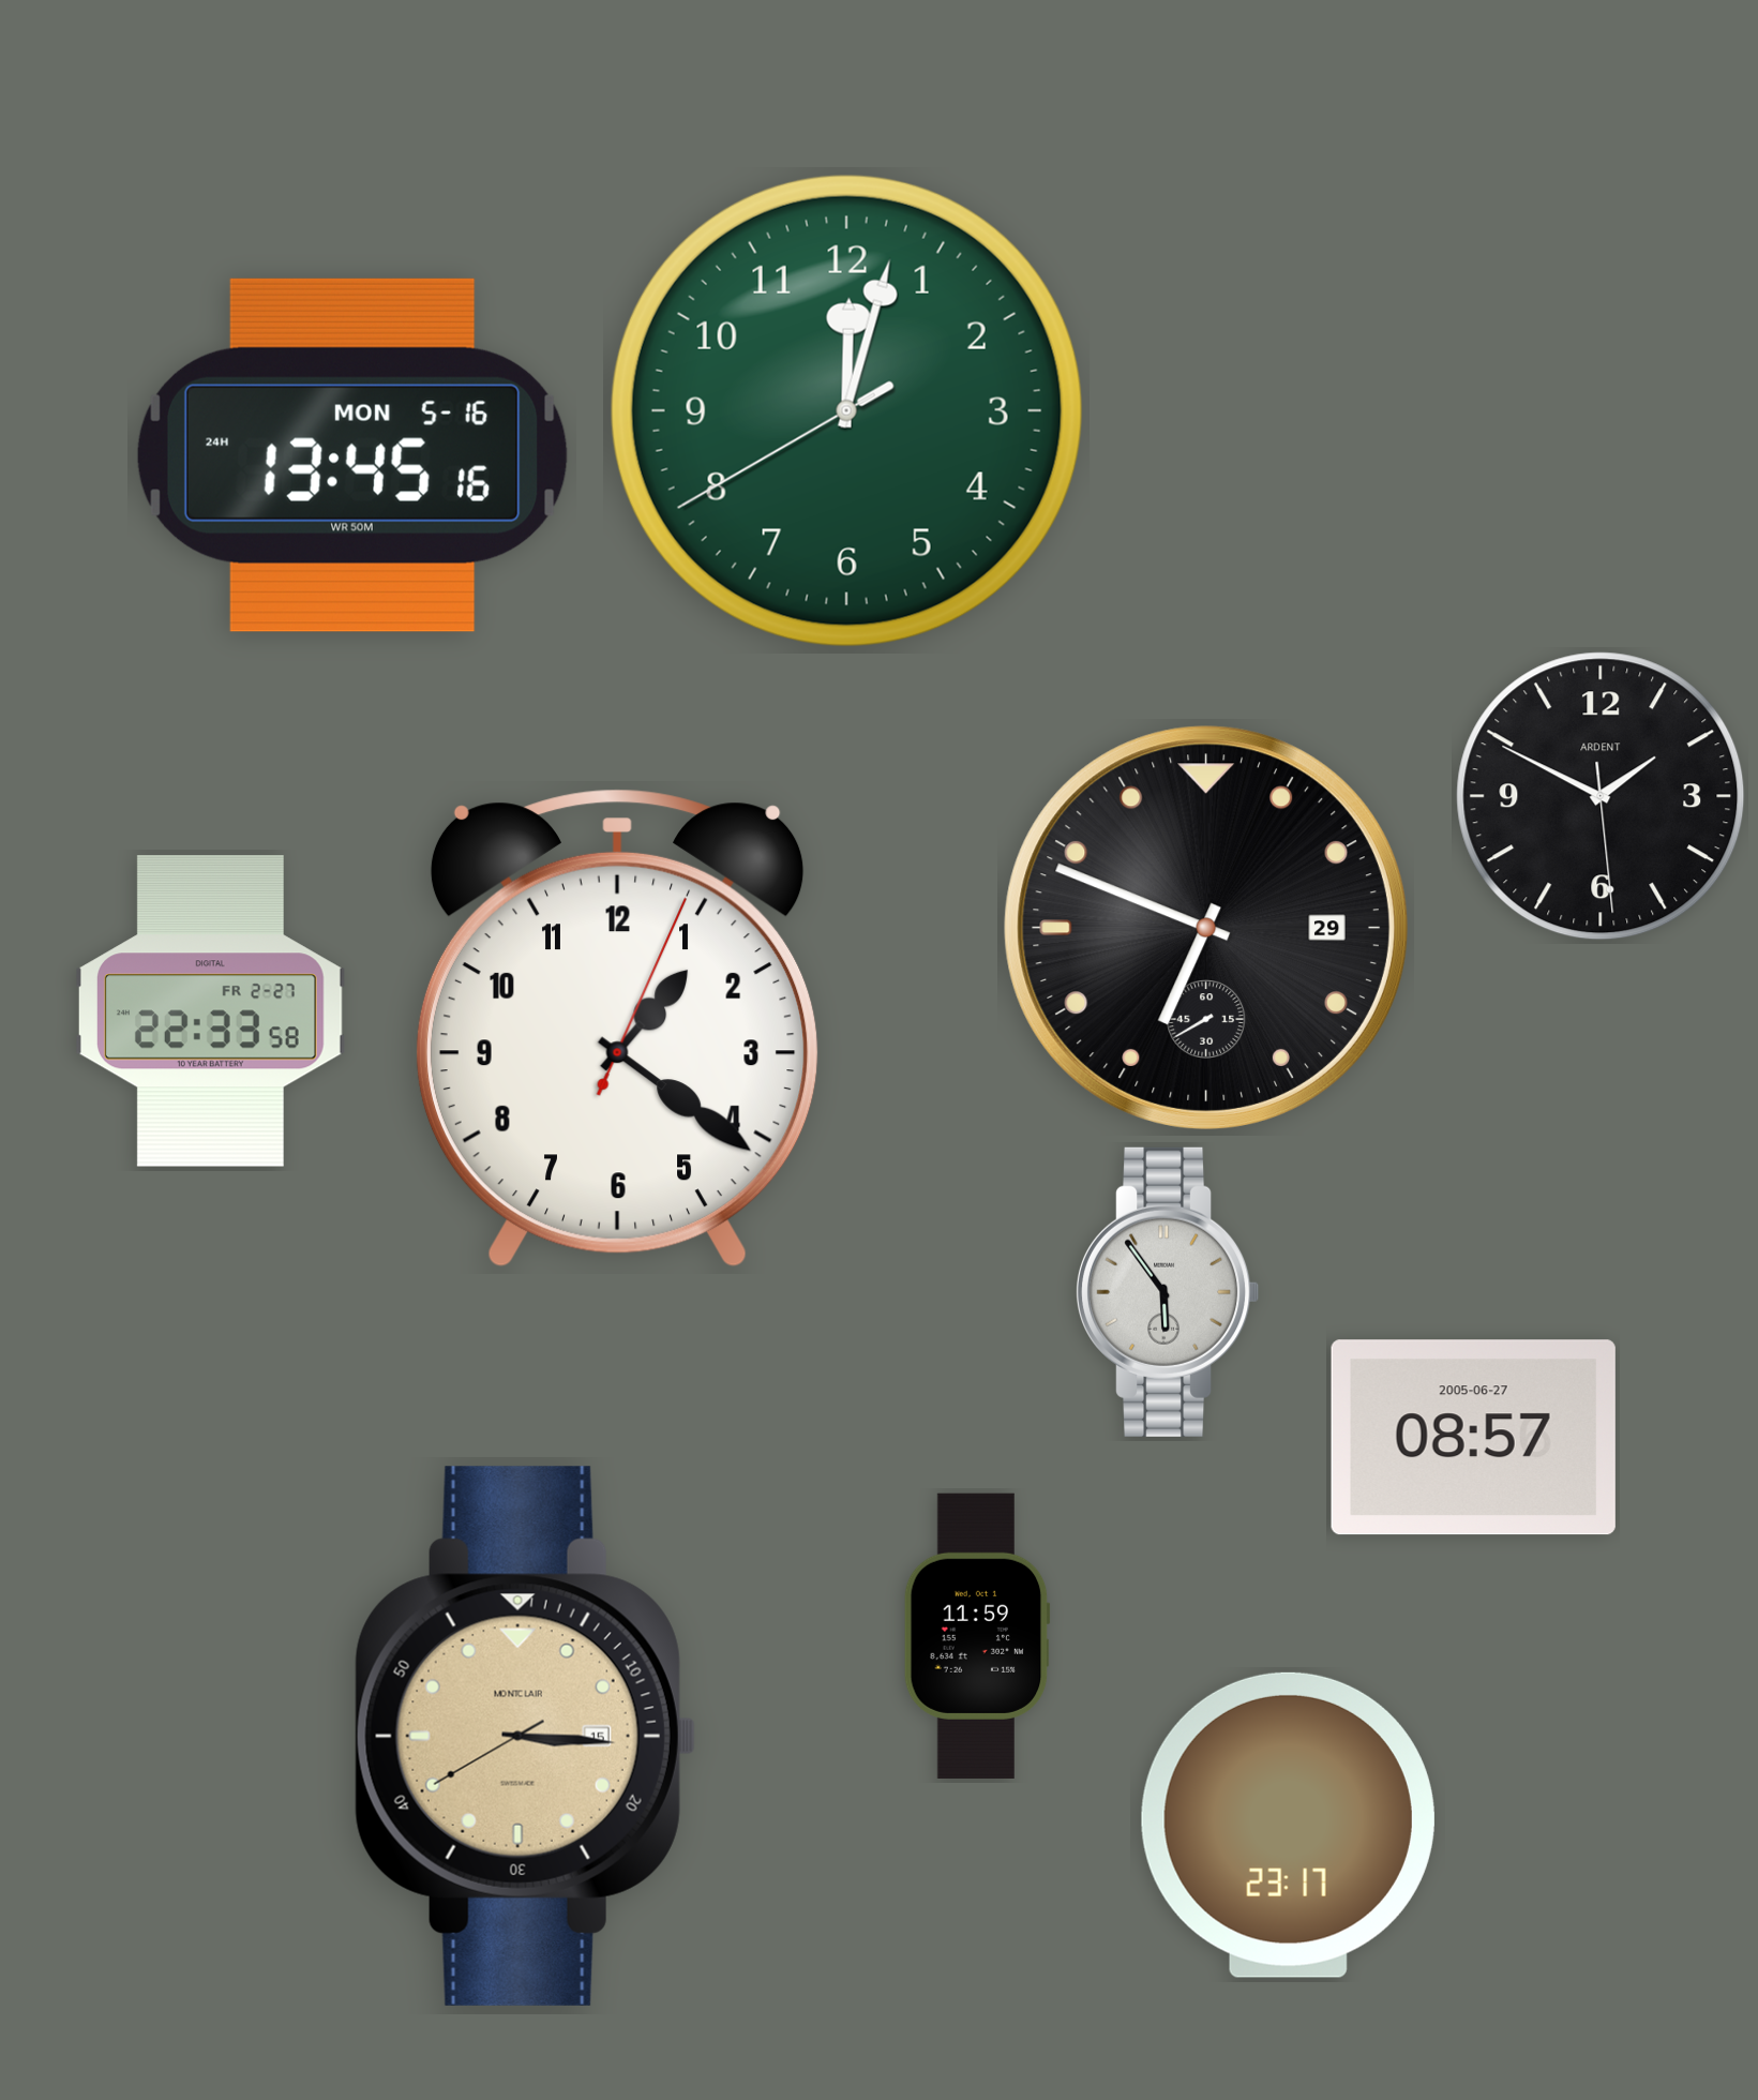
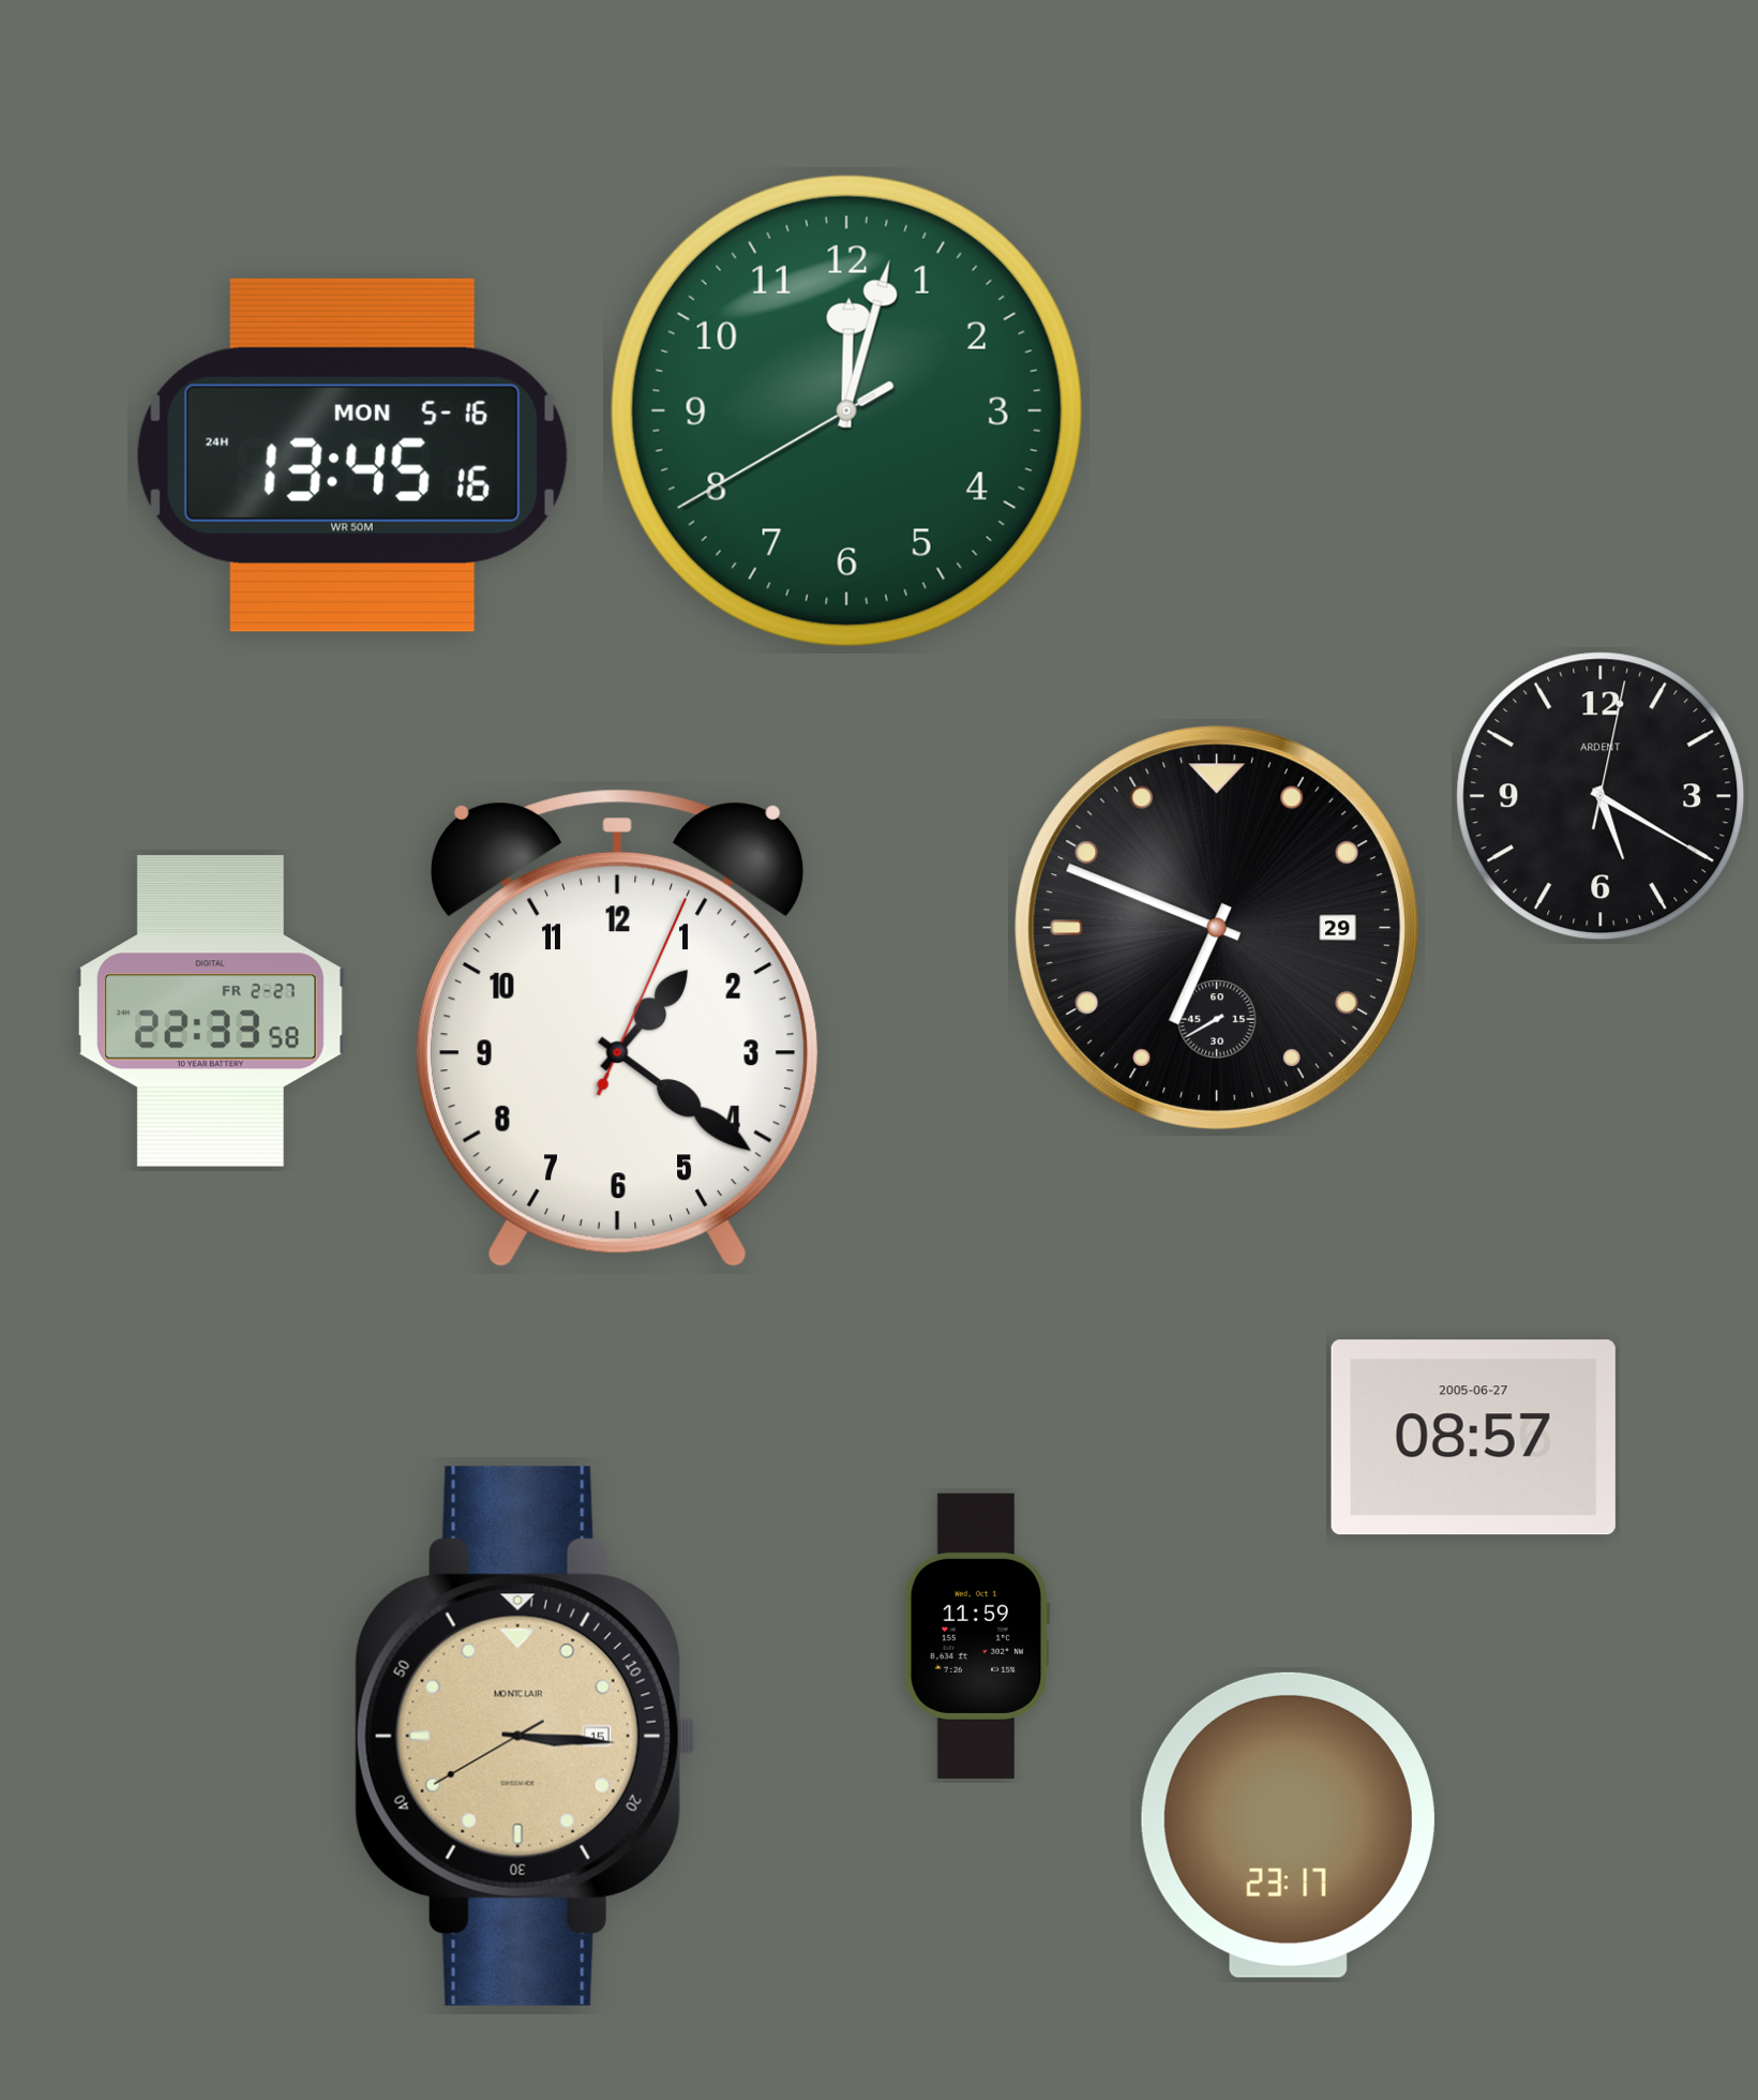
clock at (1601, 796): 1:49 -> 5:20
clock at (1206, 928) position: (1206, 928) -> (1217, 928)
clock at (1169, 1292): 5:54 -> none
